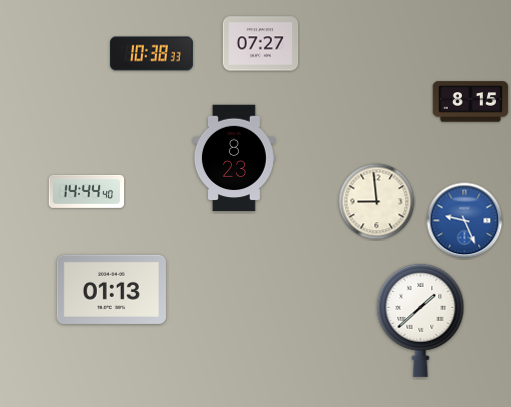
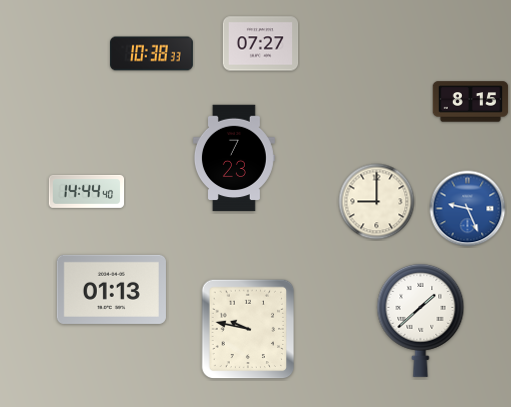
clock at (234, 158): 8:23 -> 7:23
clock at (377, 202): 8:59 -> 9:00
clock at (465, 221) position: (465, 221) -> (468, 209)
clock at (248, 329): none -> 9:47
